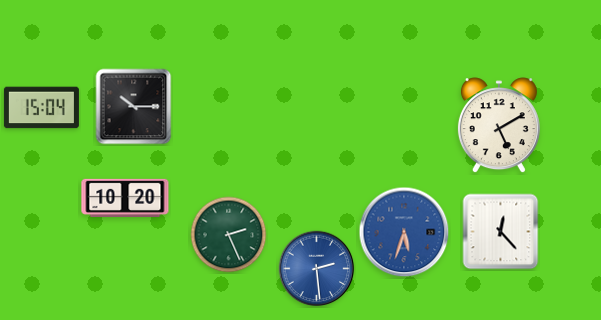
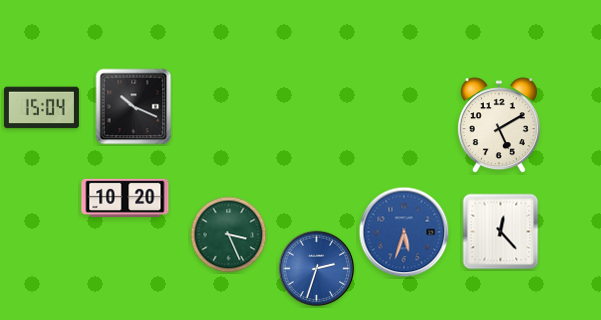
clock at (134, 107): 10:15 -> 10:19
clock at (229, 235): 2:26 -> 3:26
clock at (317, 269): 2:29 -> 2:33
